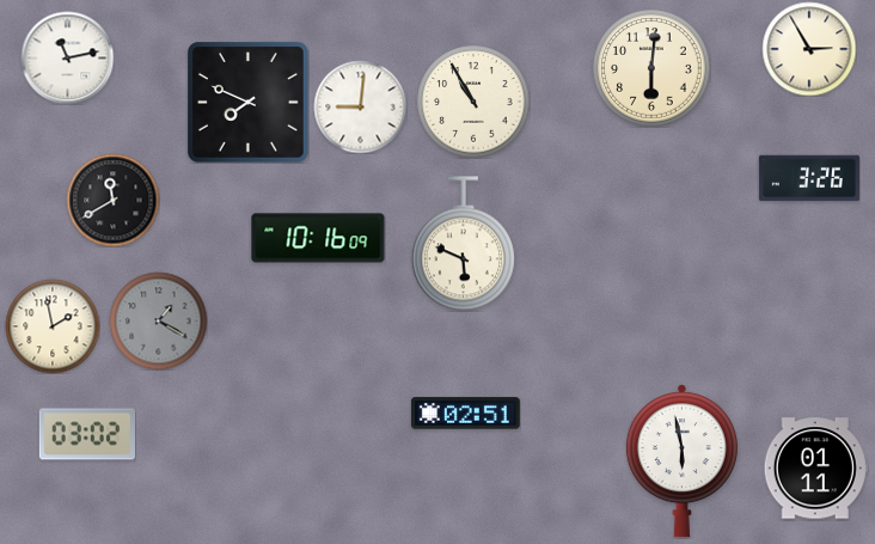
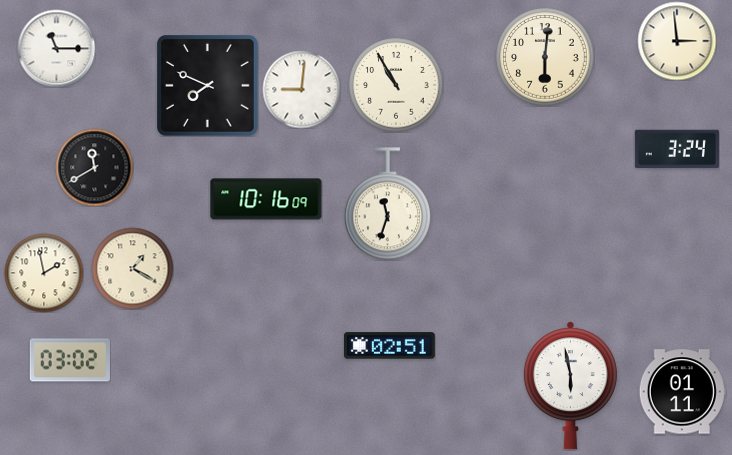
clock at (809, 49): 2:55 -> 2:59
clock at (67, 57): 11:13 -> 11:15
clock at (809, 178): 3:26 -> 3:24
clock at (463, 244): 5:49 -> 11:33
clock at (158, 320) dial: grey -> cream
clock at (86, 434) position: (86, 434) -> (69, 360)
